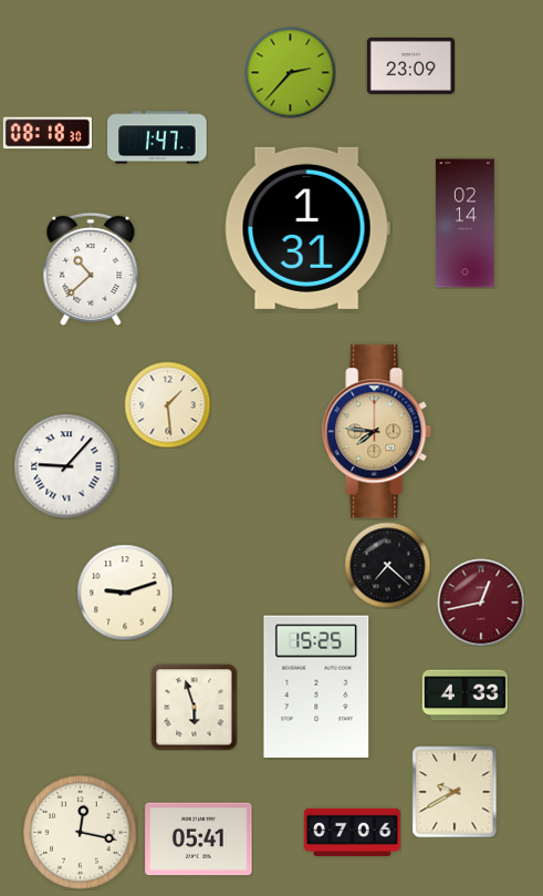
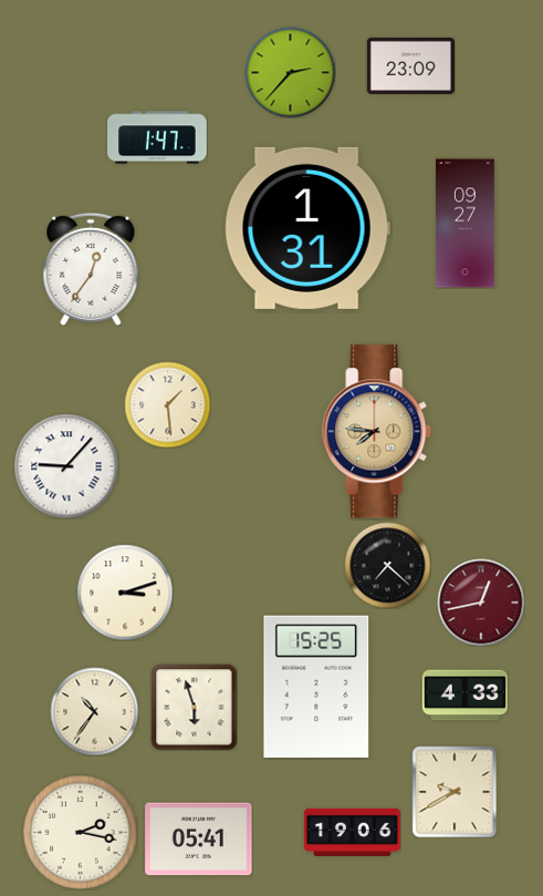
clock at (48, 133): 08:18 -> none
clock at (464, 224): 02:14 -> 09:27
clock at (91, 269): 10:38 -> 12:36
clock at (125, 593): 9:12 -> 3:12
clock at (94, 711): none -> 10:36
clock at (352, 832): 07:06 -> 19:06
clock at (81, 833): 12:17 -> 2:17
